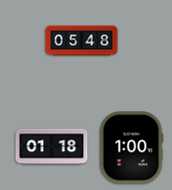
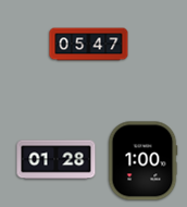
clock at (82, 41): 05:48 -> 05:47
clock at (52, 147): 01:18 -> 01:28
